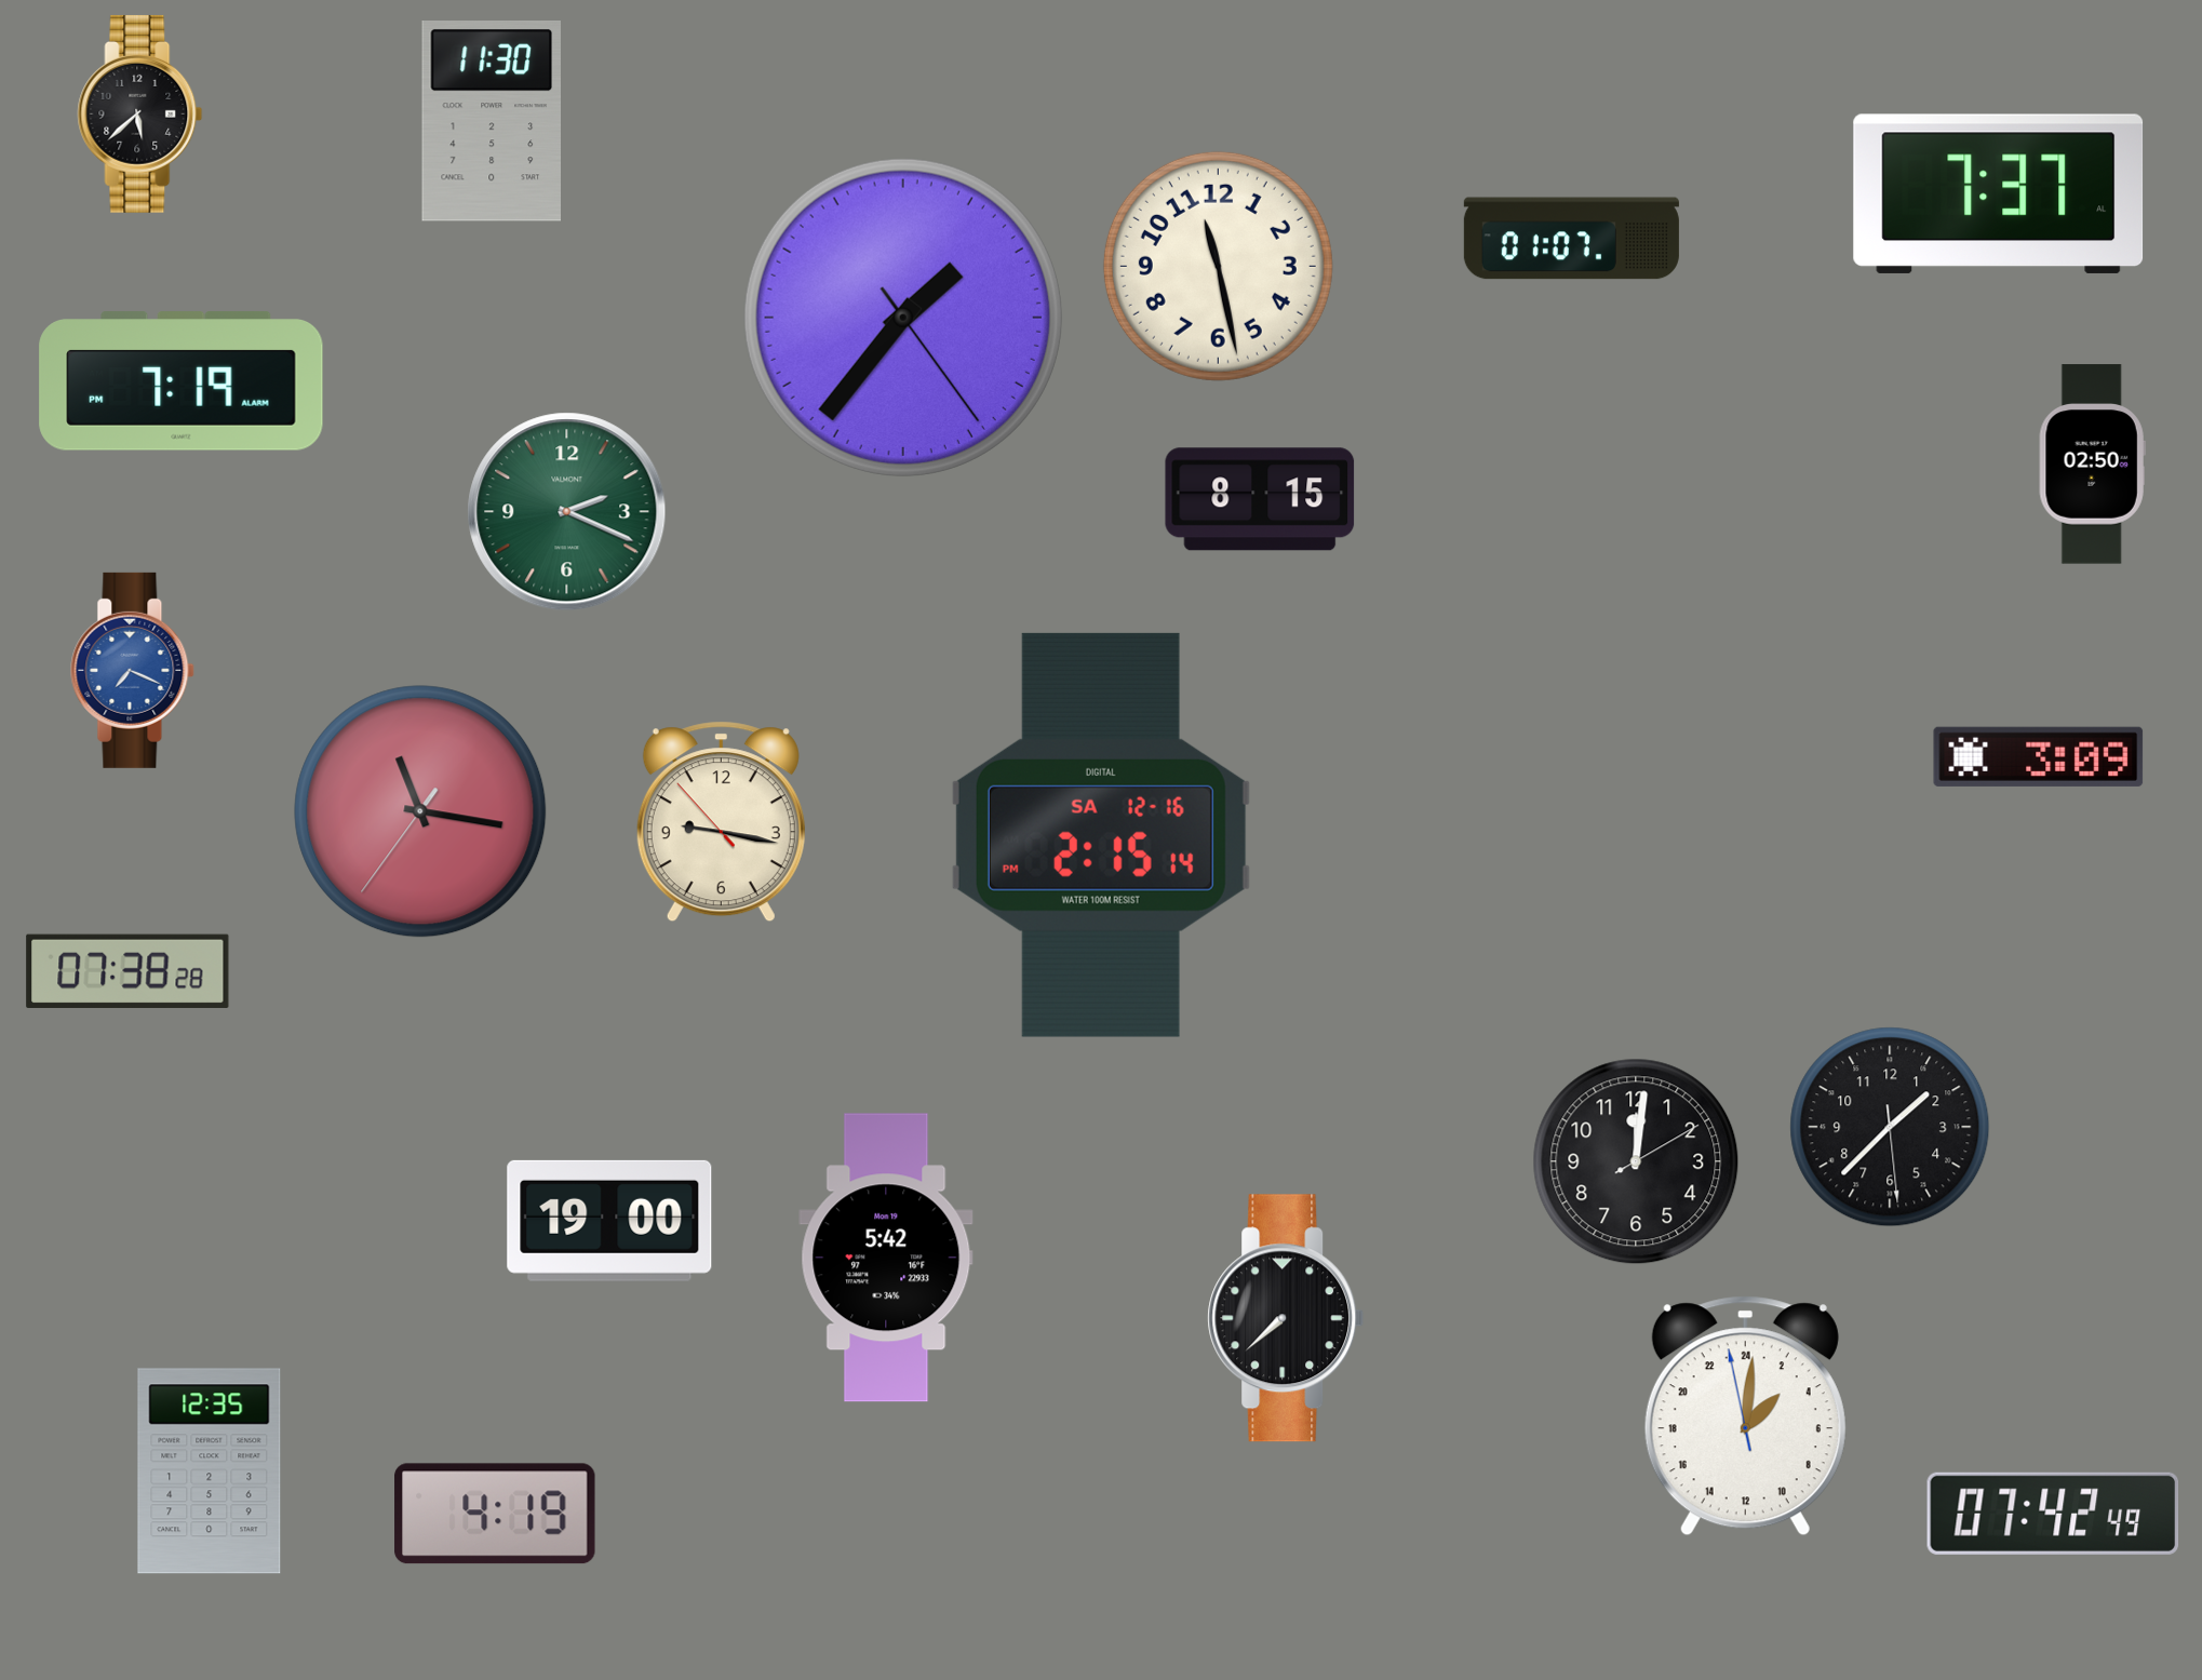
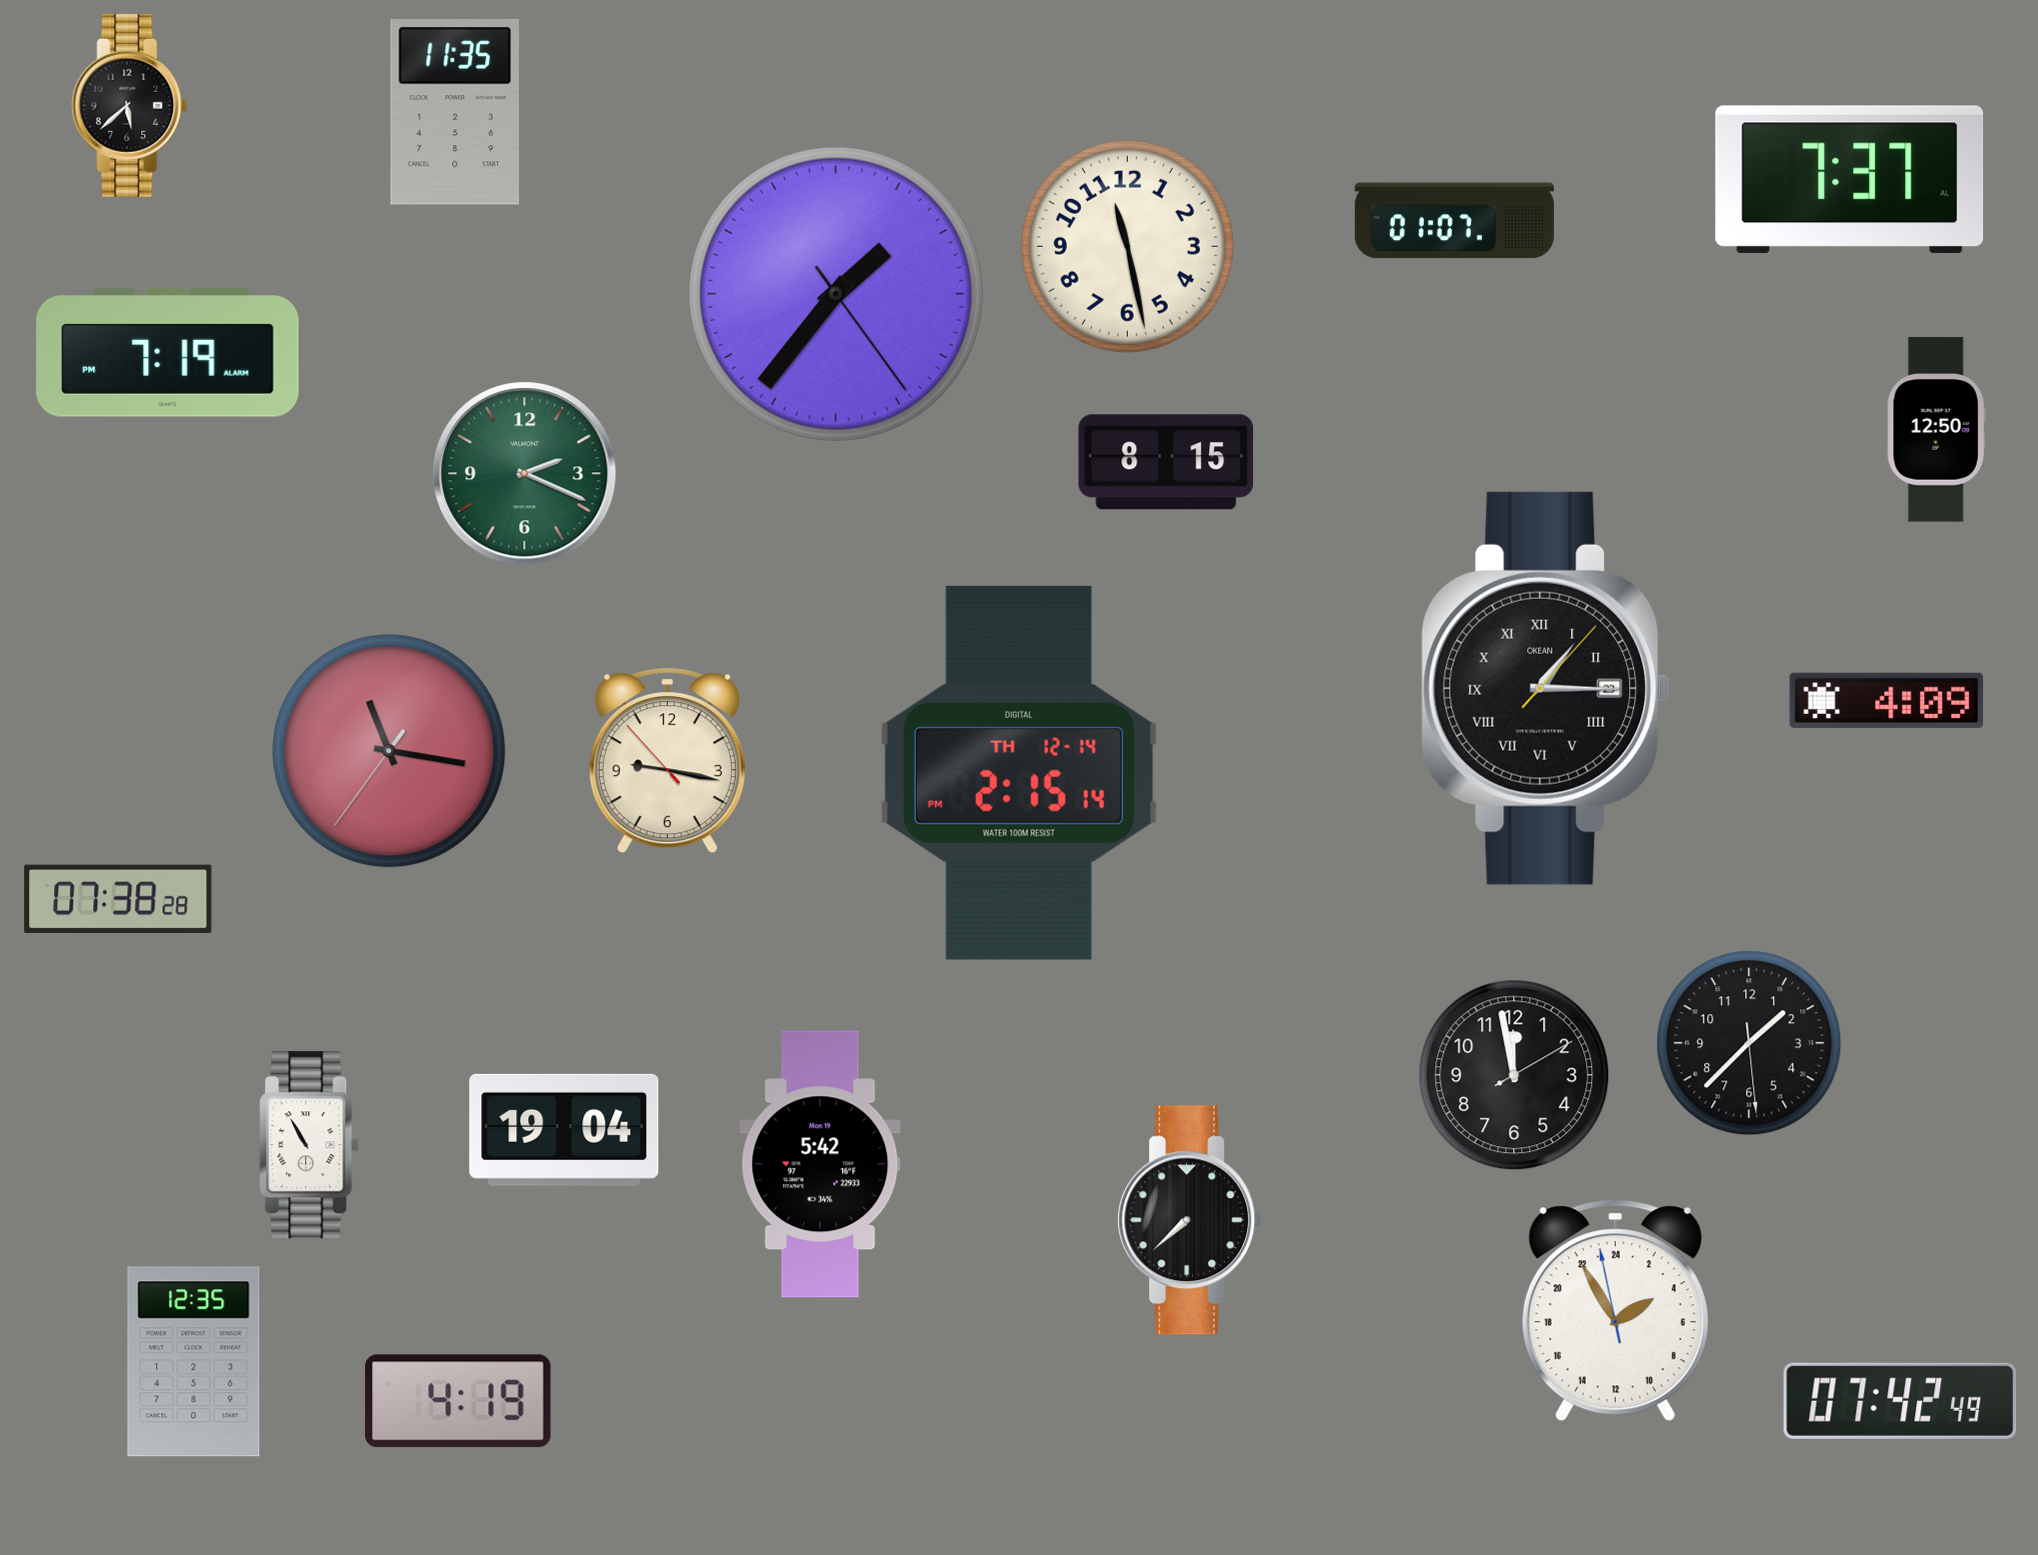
clock at (491, 122): 11:30 -> 11:35
clock at (2092, 465): 02:50 -> 12:50
clock at (133, 670): 7:19 -> none
clock at (1546, 688): none -> 1:15
clock at (2039, 756): 3:09 -> 4:09
clock at (1101, 835) date: SA 12-16 -> TH 12-14
clock at (1636, 1161): 12:01 -> 11:58
clock at (609, 1221): 19:00 -> 19:04
clock at (309, 1145): none -> 10:55
clock at (1745, 1416): 3:00 -> 3:54
